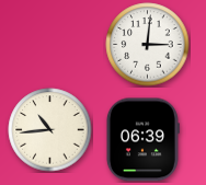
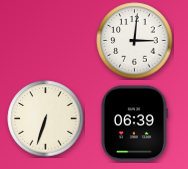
clock at (50, 130): 10:44 -> 6:33
clock at (142, 140) position: (142, 140) -> (134, 124)
